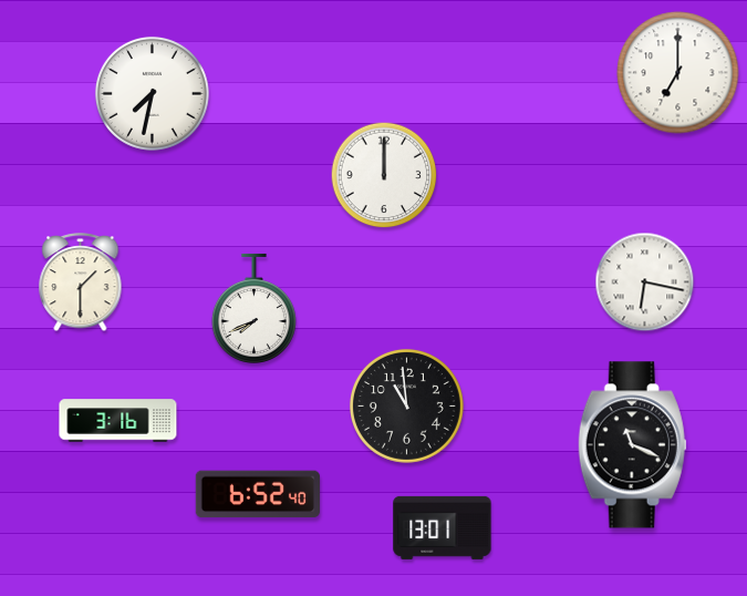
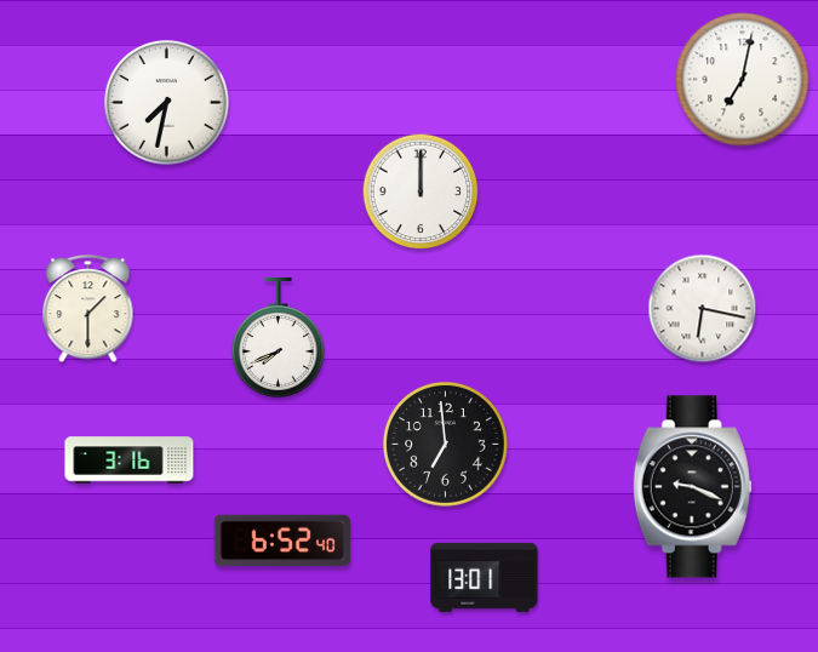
clock at (678, 73): 7:00 -> 7:02
clock at (645, 282) position: (645, 282) -> (703, 309)
clock at (406, 405): 10:59 -> 6:59
clock at (632, 445): 11:19 -> 9:19
